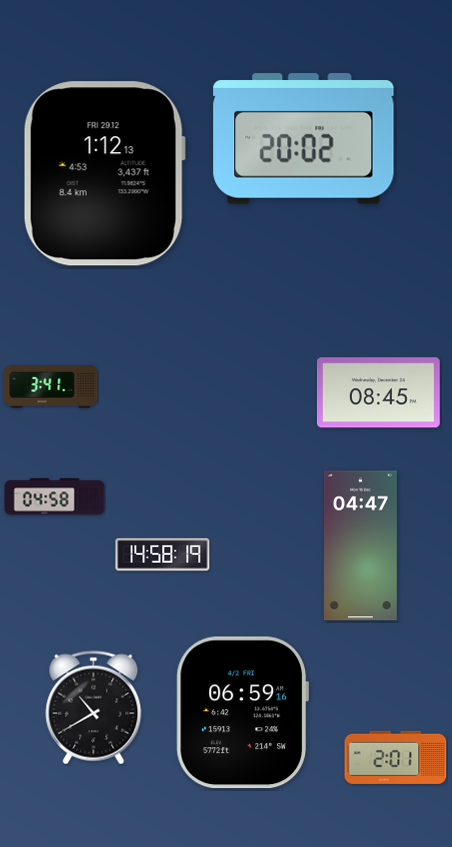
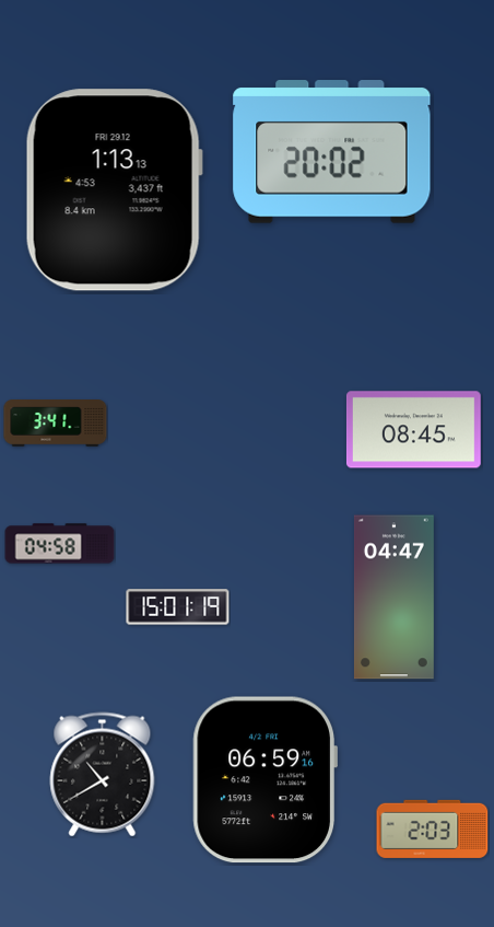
clock at (104, 174): 1:12 -> 1:13
clock at (163, 555): 14:58 -> 15:01
clock at (396, 757): 2:01 -> 2:03
